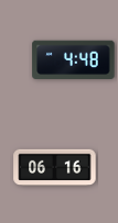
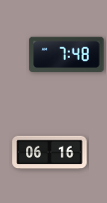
clock at (74, 60): 4:48 -> 7:48
